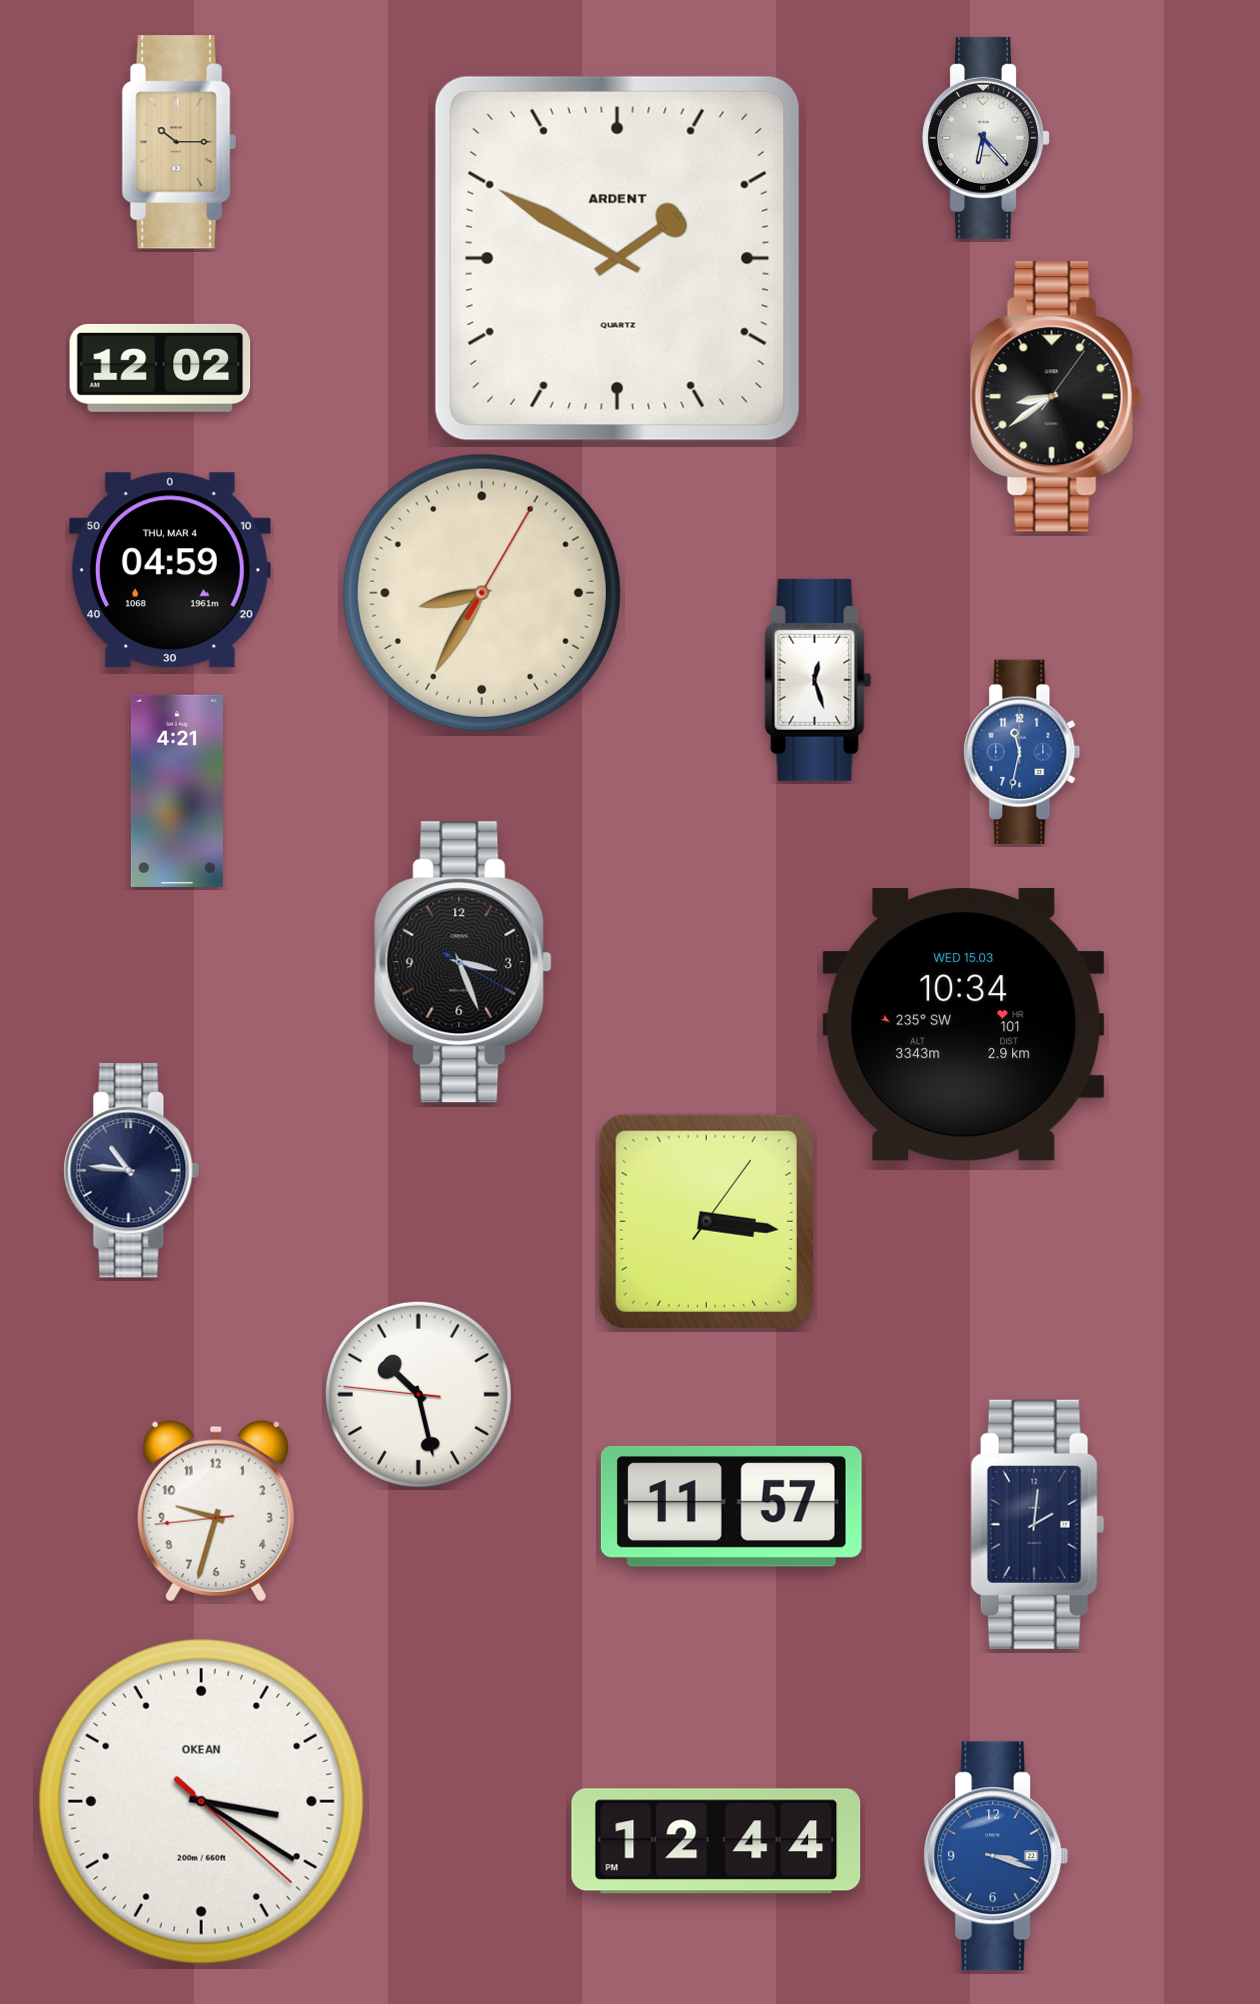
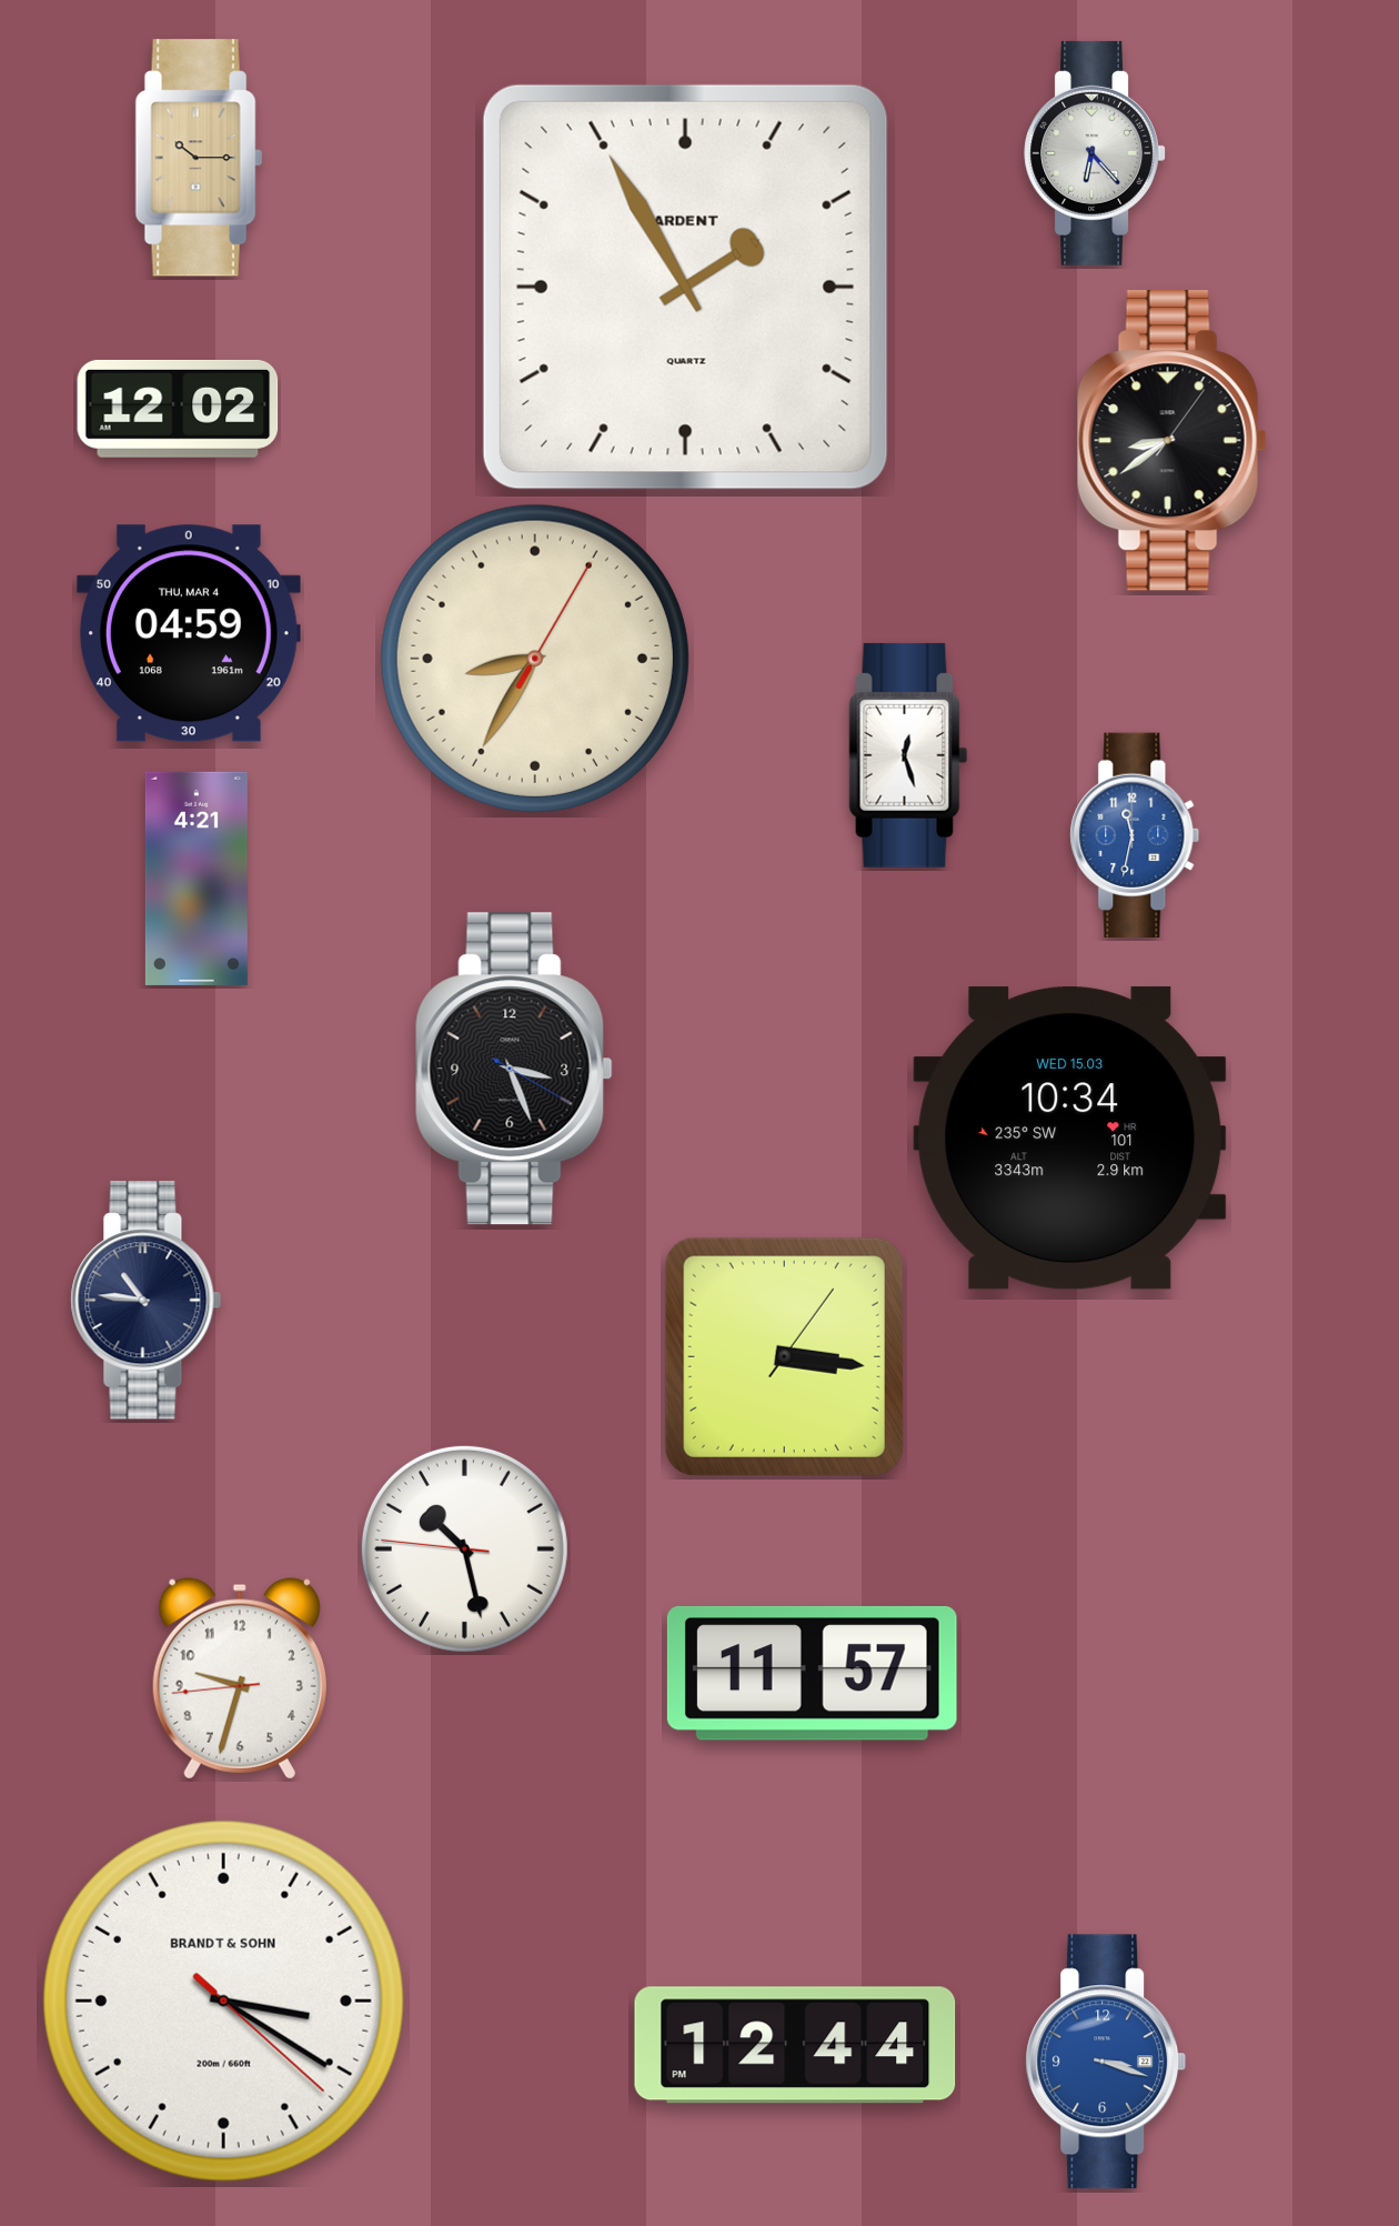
clock at (617, 258): 1:50 -> 1:55
clock at (1038, 1524): 2:01 -> none
clock at (201, 1801) brand: OKEAN -> BRANDT & SOHN
